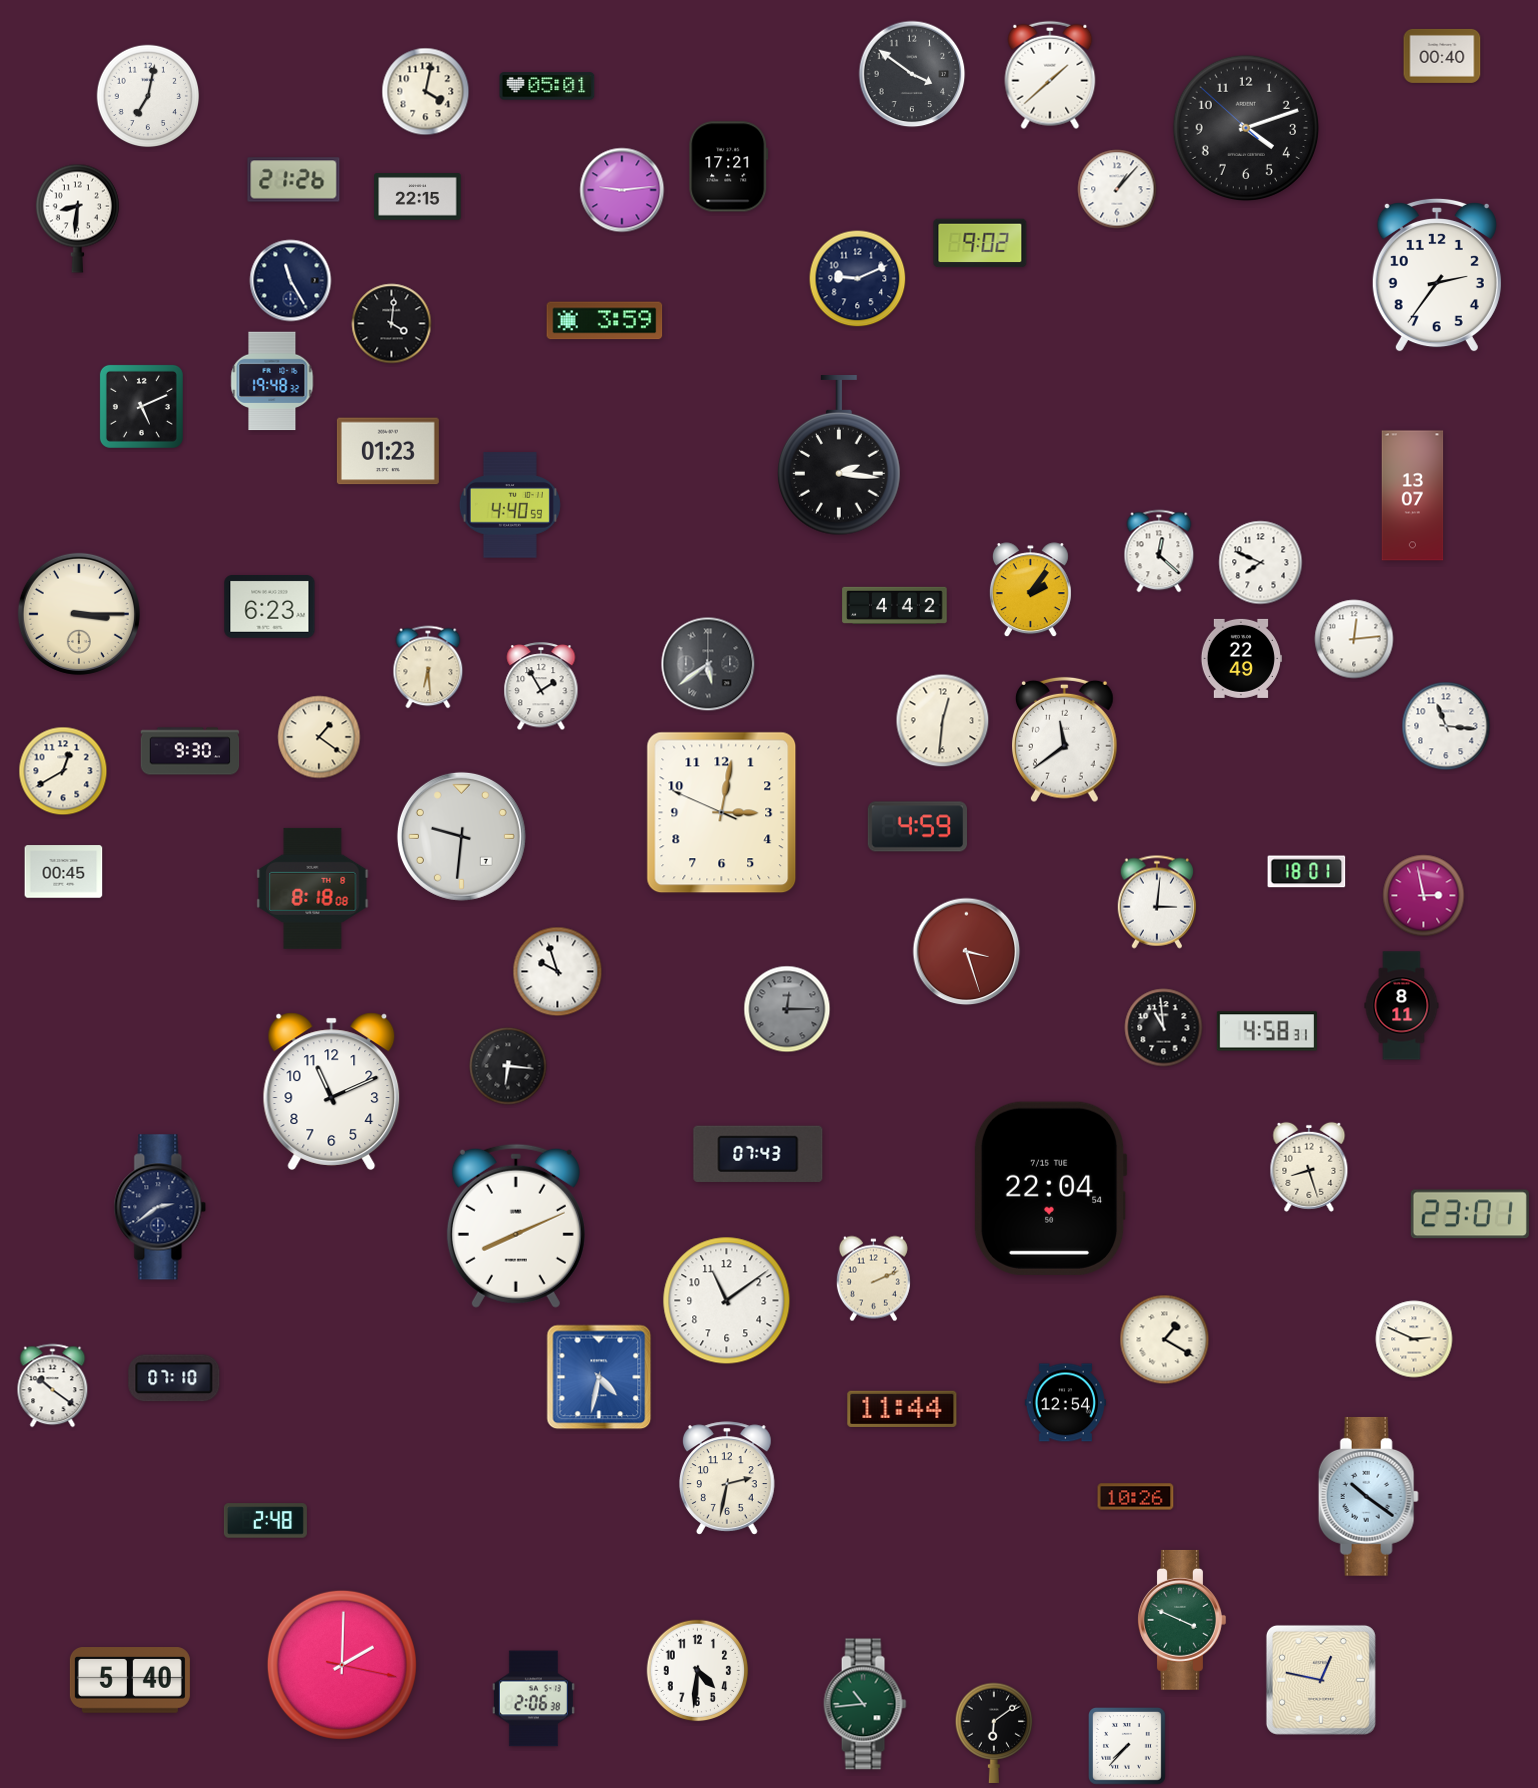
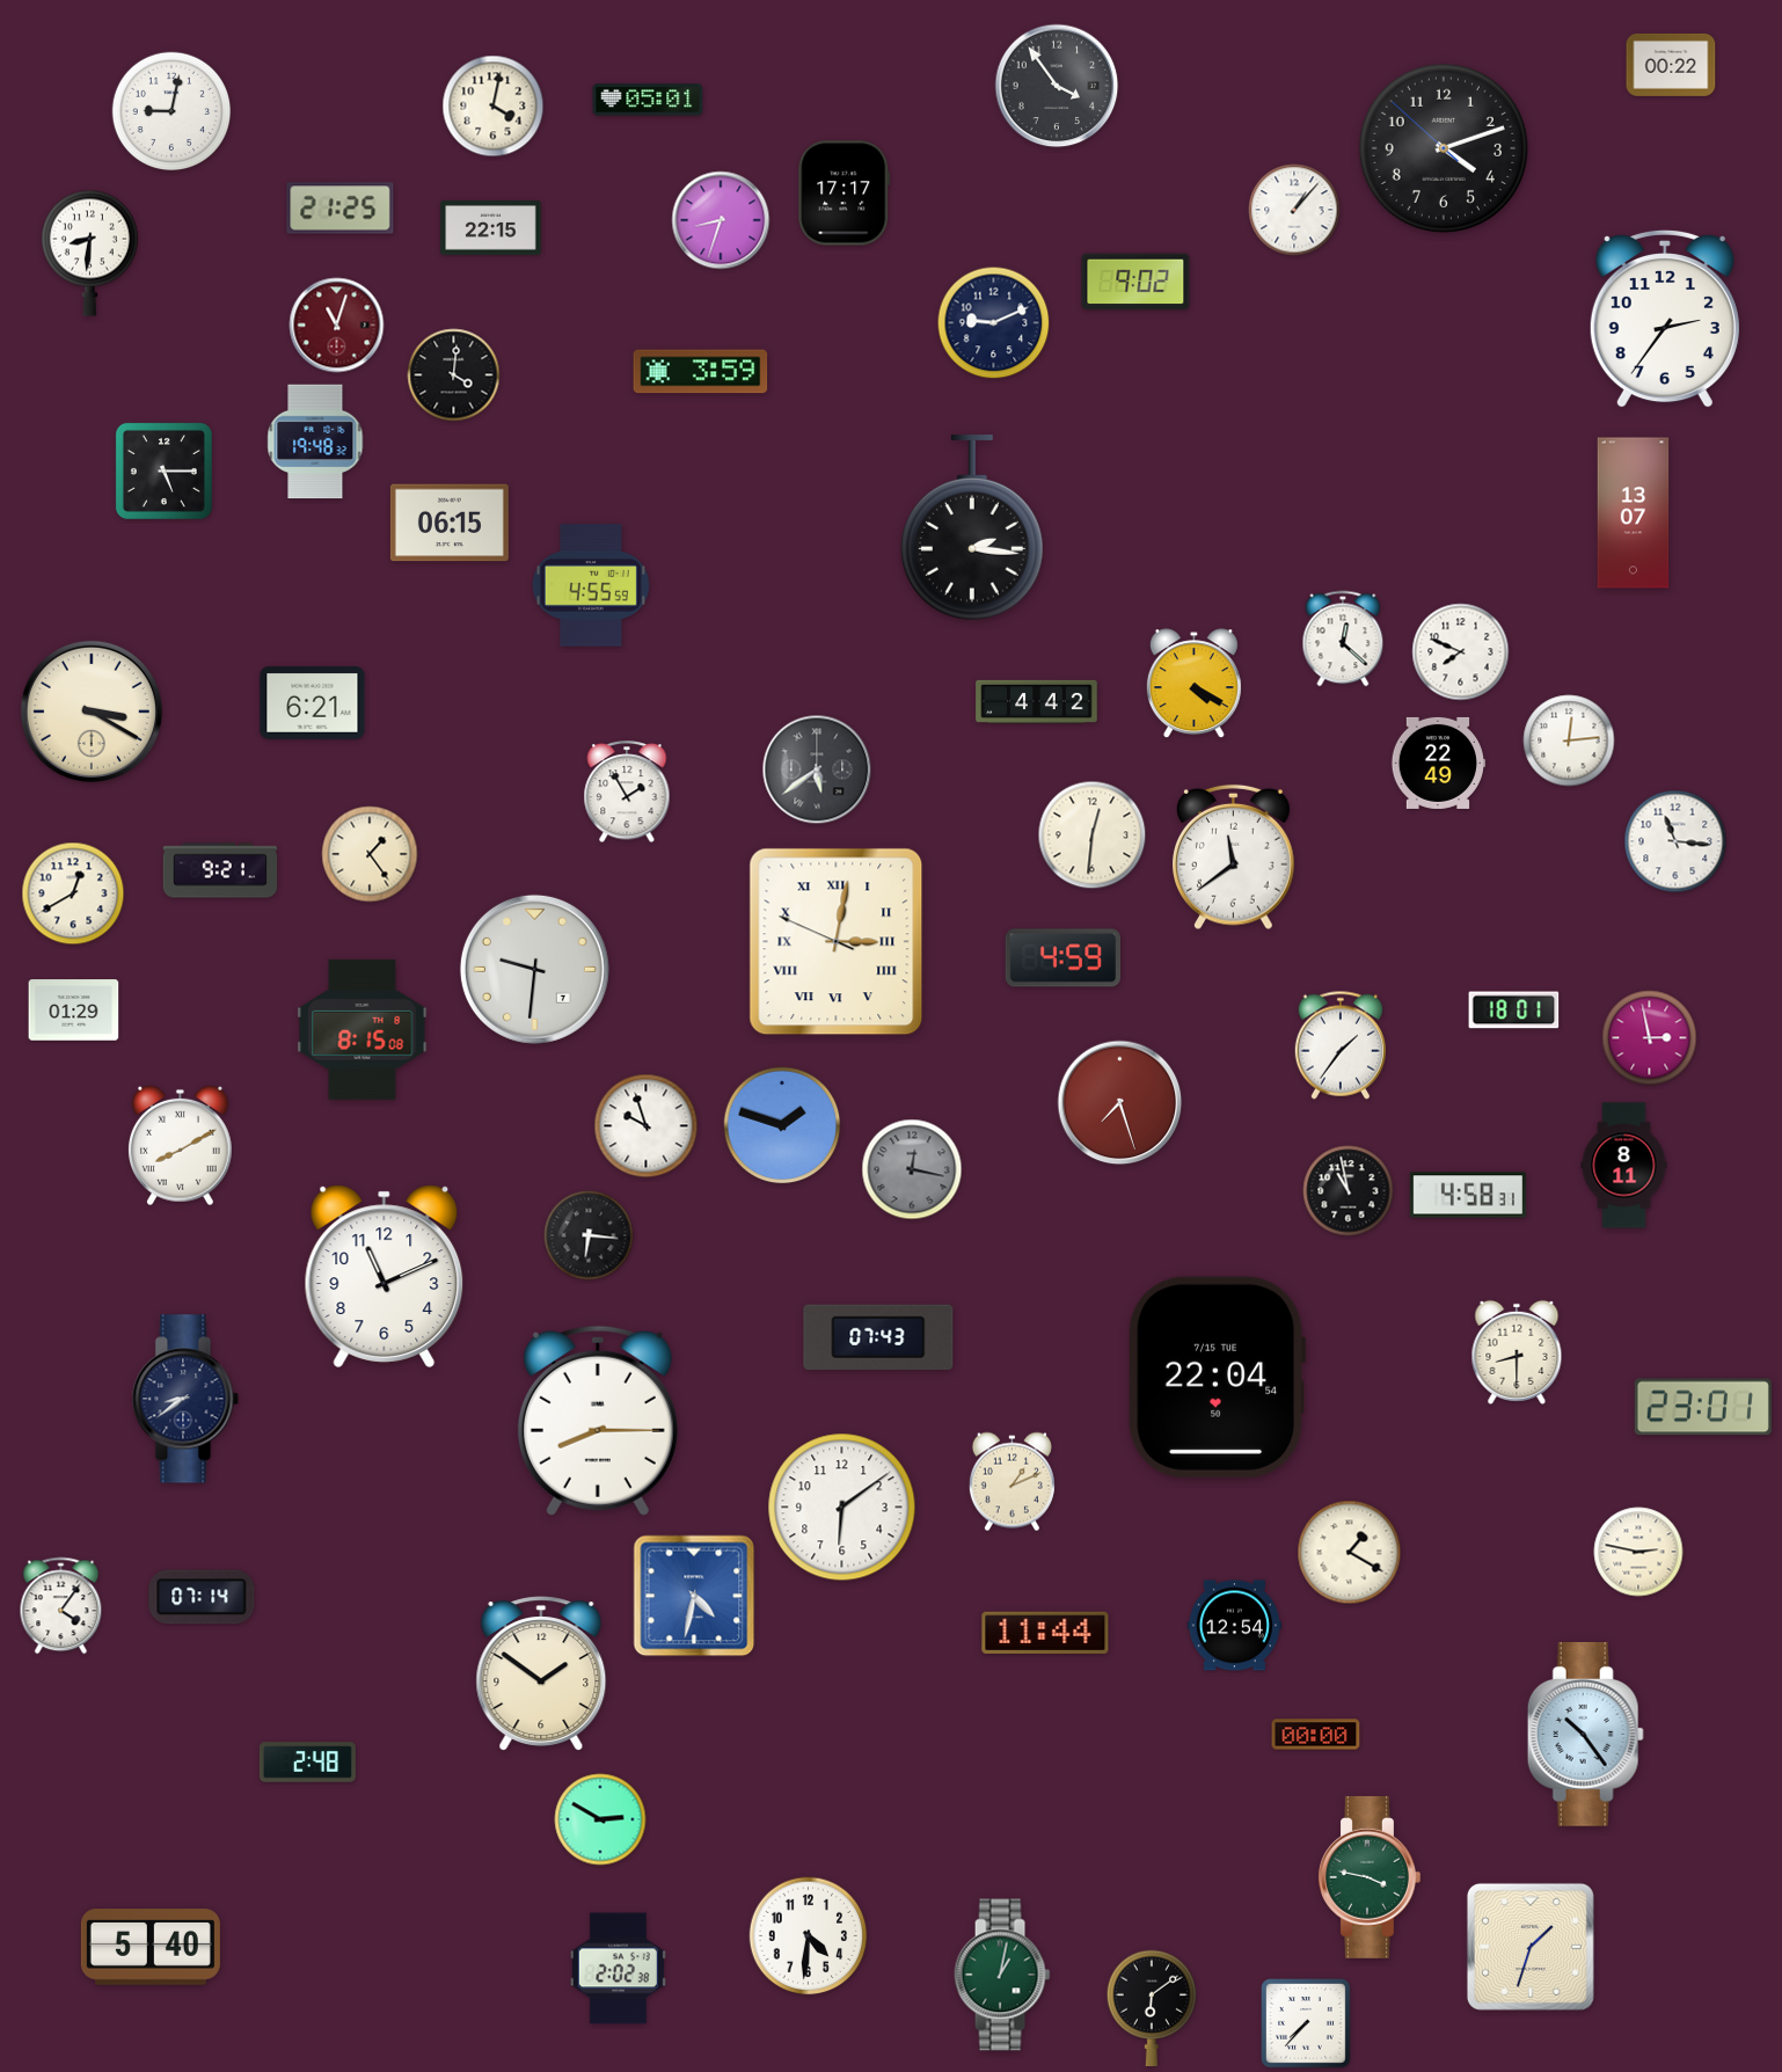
clock at (1442, 56): 00:40 -> 00:22
clock at (912, 74): 3:51 -> 3:54
clock at (1050, 75): 1:38 -> none
clock at (547, 86) position: (547, 86) -> (648, 100)
clock at (148, 96): 7:02 -> 9:02
clock at (729, 167): 17:21 -> 17:17
clock at (294, 180): 21:26 -> 21:25
clock at (1117, 189) position: (1117, 189) -> (1294, 210)
clock at (622, 190): 9:14 -> 8:33
clock at (418, 197) position: (418, 197) -> (491, 228)
clock at (291, 281): 11:25 -> 11:03
clock at (291, 281) dial: navy -> burgundy
clock at (141, 406): 5:11 -> 5:15
clock at (388, 451): 01:23 -> 06:15
clock at (1413, 496) position: (1413, 496) -> (1634, 513)
clock at (510, 505): 4:40 -> 4:55
clock at (1030, 590): 2:06 -> 4:20
clock at (270, 607): 6:23 -> 6:21
clock at (79, 614): 3:15 -> 3:20
clock at (708, 664) position: (708, 664) -> (817, 769)
clock at (428, 667): 6:29 -> none
clock at (541, 687) position: (541, 687) -> (627, 793)
clock at (319, 737): 1:21 -> 1:24
clock at (190, 751): 9:30 -> 9:21
clock at (722, 813) numerals: Arabic -> Roman
clock at (64, 872): 00:45 -> 01:29
clock at (313, 888): 8:18 -> 8:15
clock at (1156, 902): 3:01 -> 1:36
clock at (967, 952): 3:27 -> 7:27
clock at (782, 1125): none -> 1:48
clock at (180, 1146): none -> 8:10
clock at (787, 1009): 12:15 -> 12:17
clock at (1164, 1028): 10:59 -> 10:58
clock at (332, 1091) position: (332, 1091) -> (385, 1276)
clock at (1309, 1167): 8:27 -> 8:30
clock at (160, 1207): 2:39 -> 8:39
clock at (516, 1226): 8:11 -> 8:15
clock at (873, 1279): 2:11 -> 1:11
clock at (727, 1301): 11:09 -> 6:09
clock at (1414, 1339): 2:49 -> 2:47
clock at (174, 1378): 07:10 -> 07:14
clock at (53, 1386): 10:21 -> 4:06
clock at (541, 1673): none -> 1:51
clock at (728, 1478): 2:32 -> none
clock at (1368, 1496): 10:21 -> 10:24
clock at (1136, 1497): 10:26 -> 00:00
clock at (600, 1819): none -> 2:50
clock at (1182, 1620): 3:49 -> 3:47
clock at (342, 1665): 2:00 -> none
clock at (1321, 1680): 12:47 -> 1:33
clock at (533, 1699): 2:06 -> 2:02
clock at (865, 1704): 10:44 -> 1:02
